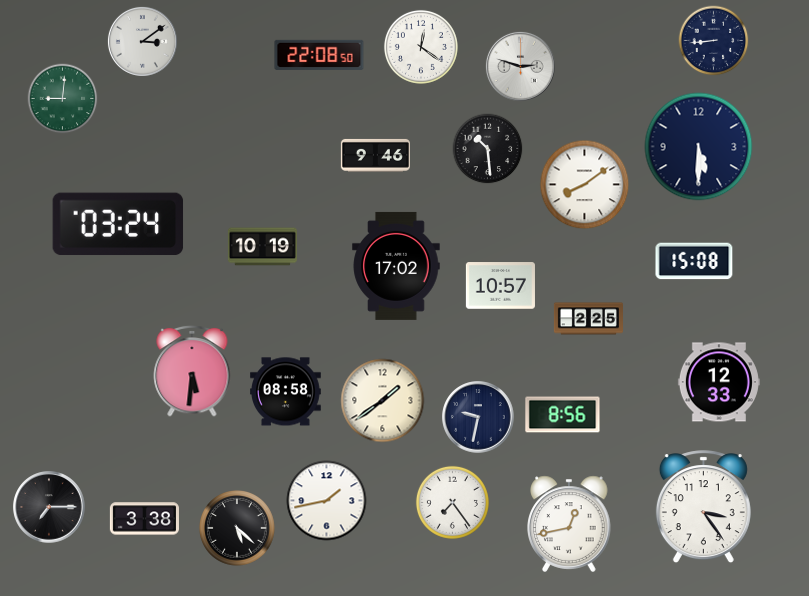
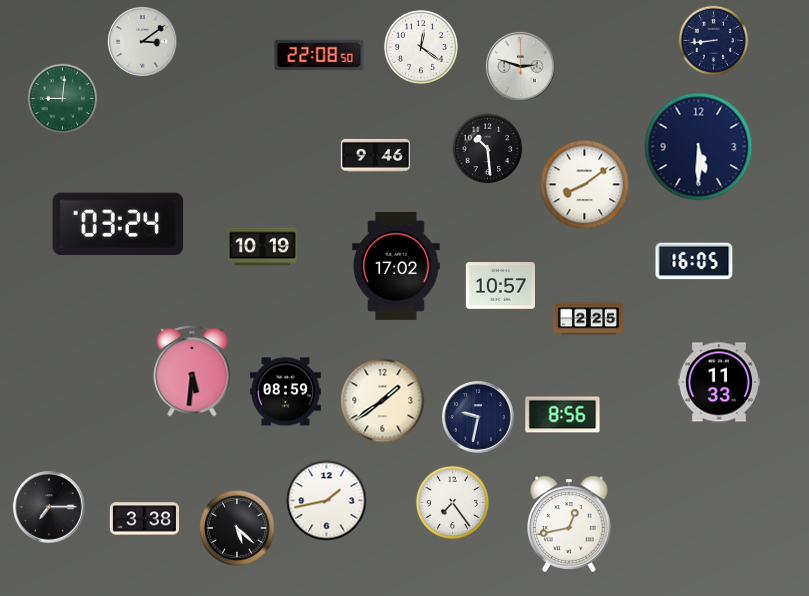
clock at (694, 261): 15:08 -> 16:05
clock at (719, 382): 12:33 -> 11:33
clock at (286, 392): 08:58 -> 08:59
clock at (703, 507): 3:24 -> none
